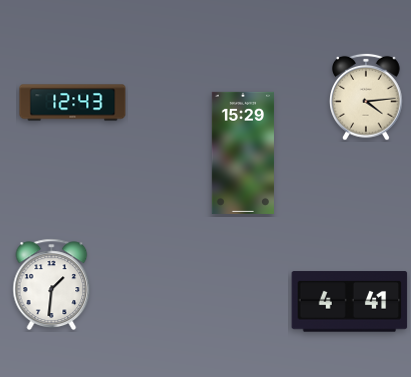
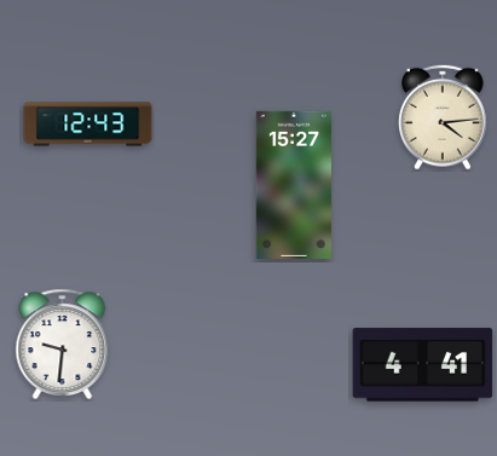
clock at (242, 153): 15:29 -> 15:27
clock at (52, 284): 1:31 -> 9:31
